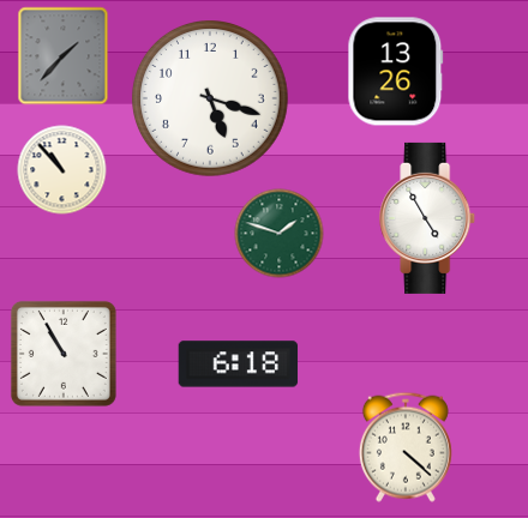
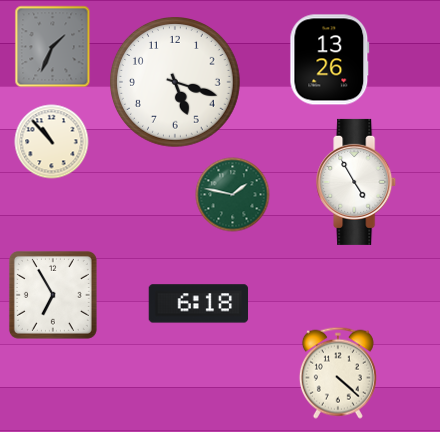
clock at (64, 56): 1:37 -> 1:34
clock at (280, 234): 1:48 -> 1:47
clock at (64, 354): 10:55 -> 6:55
